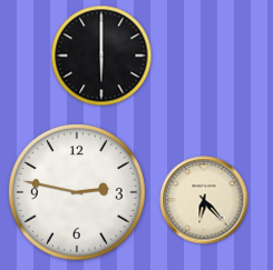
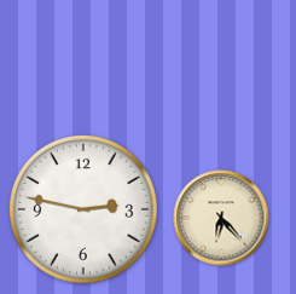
clock at (101, 56): 6:00 -> none
